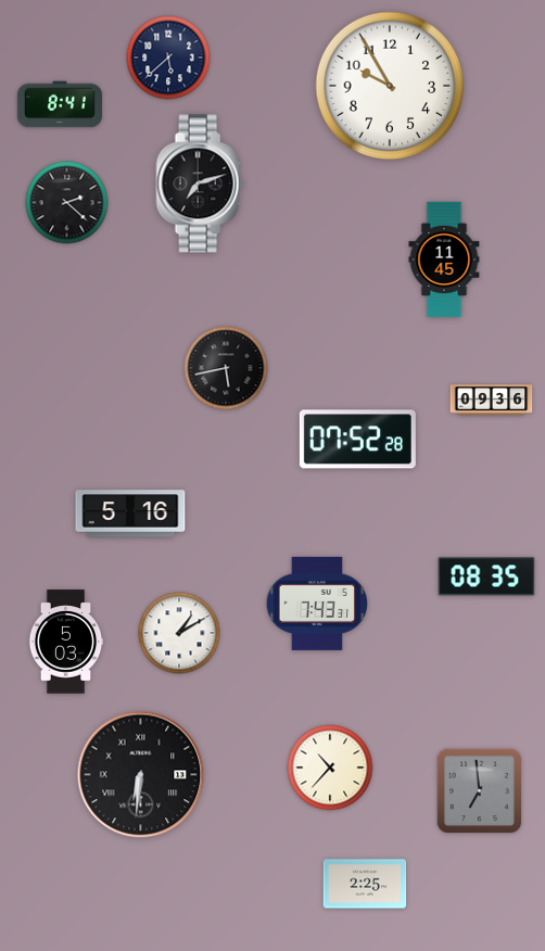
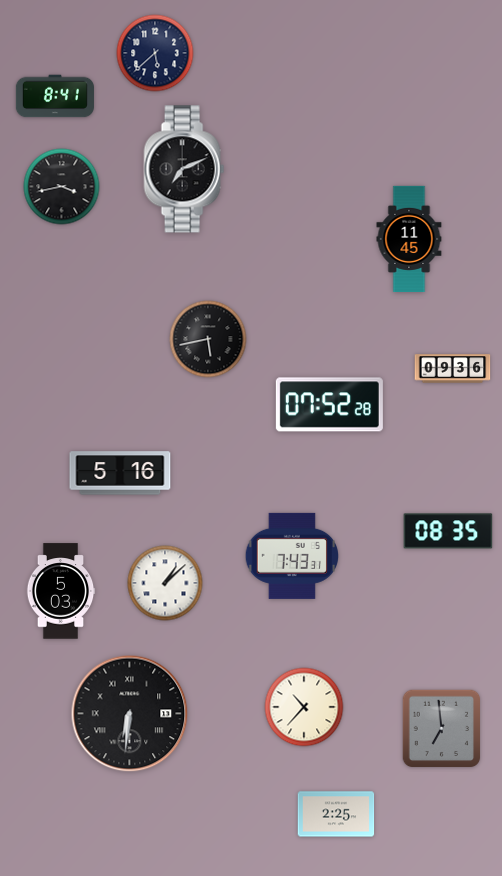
clock at (390, 86): 9:55 -> none
clock at (200, 183): 7:12 -> 7:11
clock at (67, 203): 2:22 -> 3:43
clock at (179, 633): 1:10 -> 1:08
